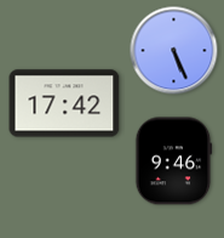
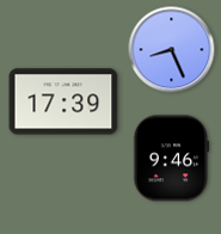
clock at (174, 51): 5:26 -> 8:26
clock at (64, 103): 17:42 -> 17:39
